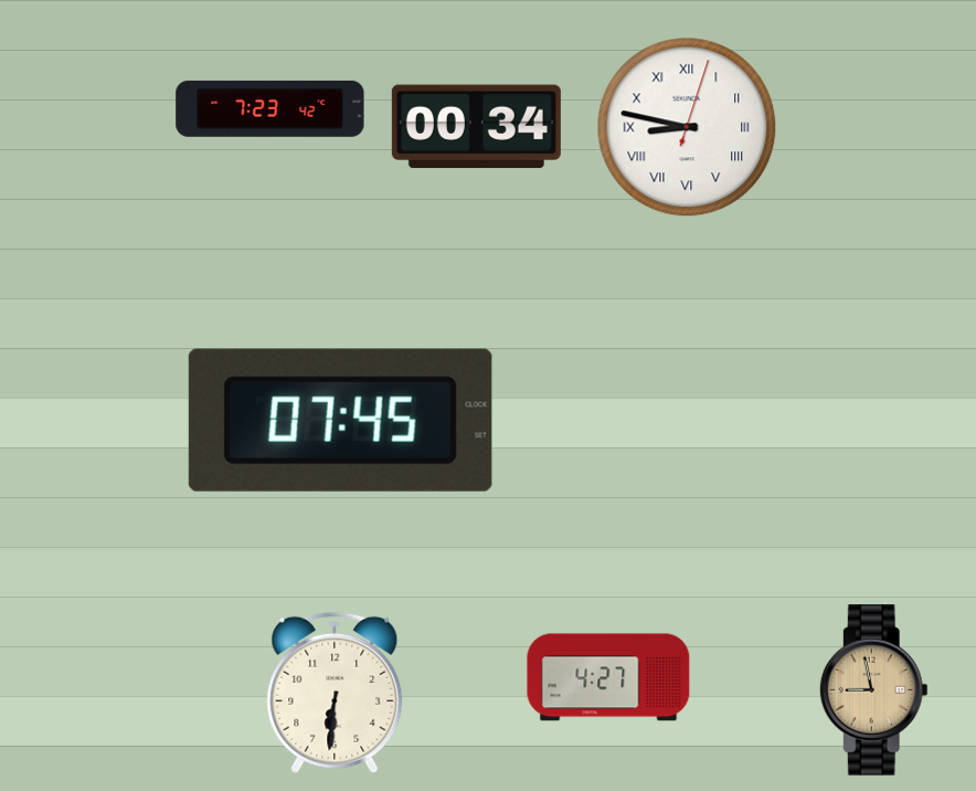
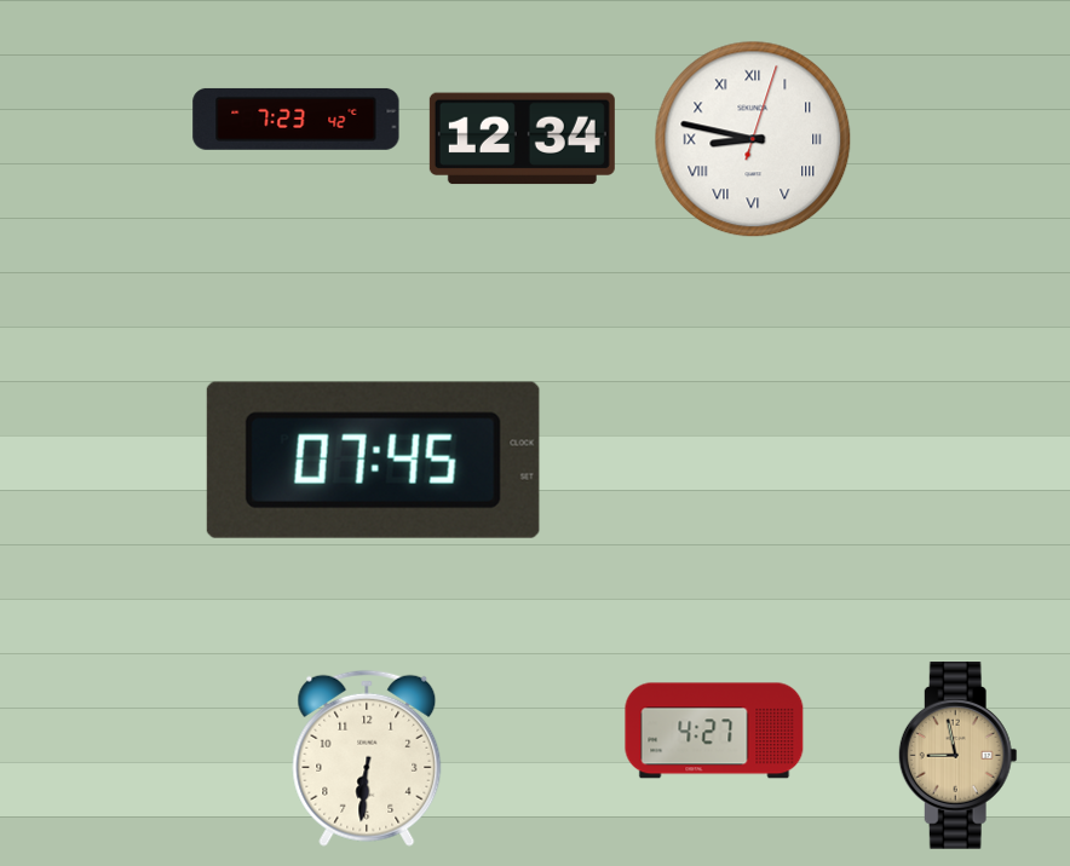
clock at (476, 127): 00:34 -> 12:34
clock at (608, 677) position: (608, 677) -> (714, 731)
